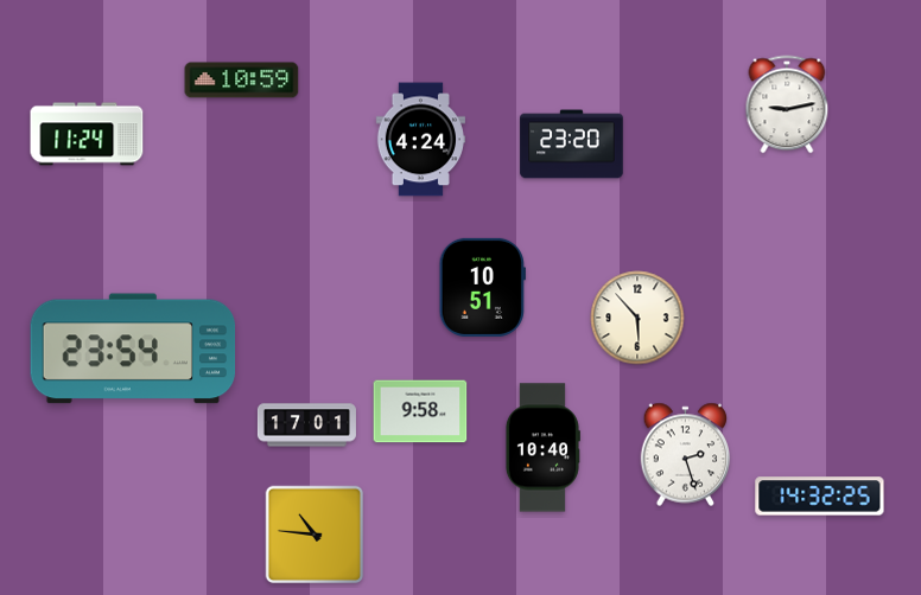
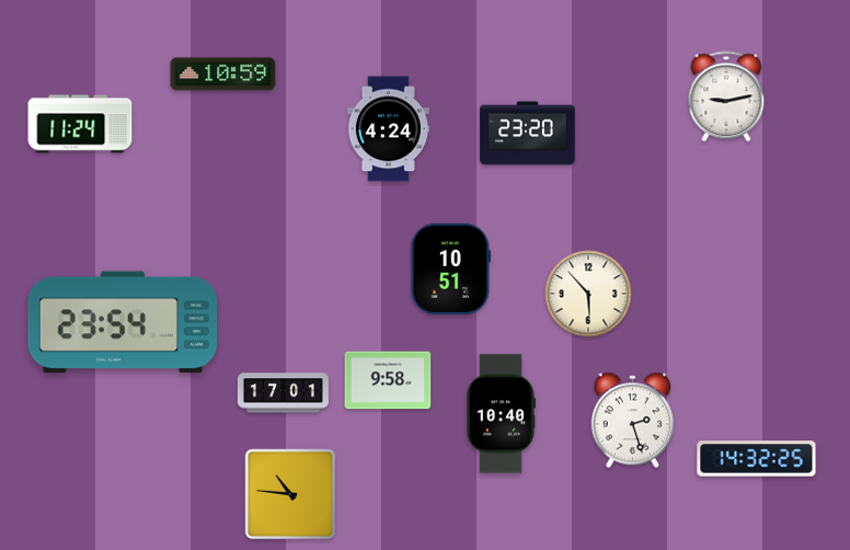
clock at (482, 287) position: (482, 287) -> (450, 268)
